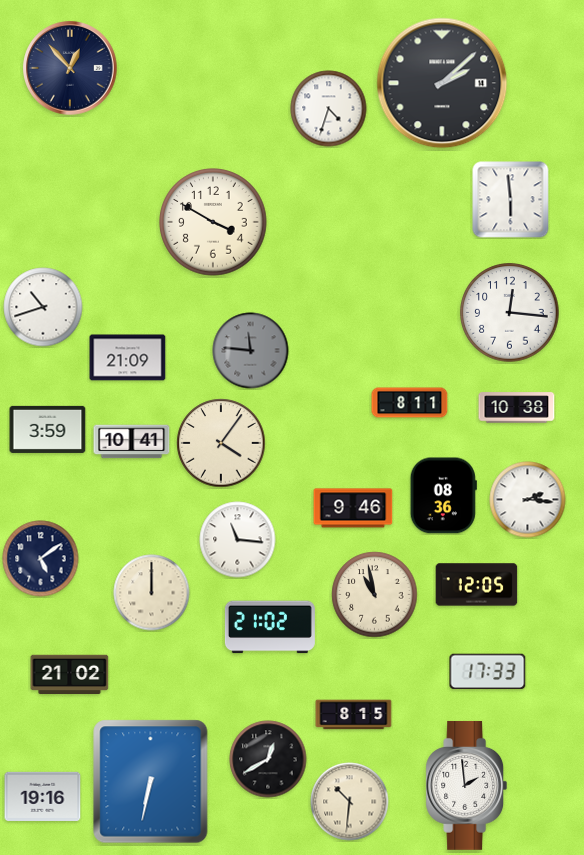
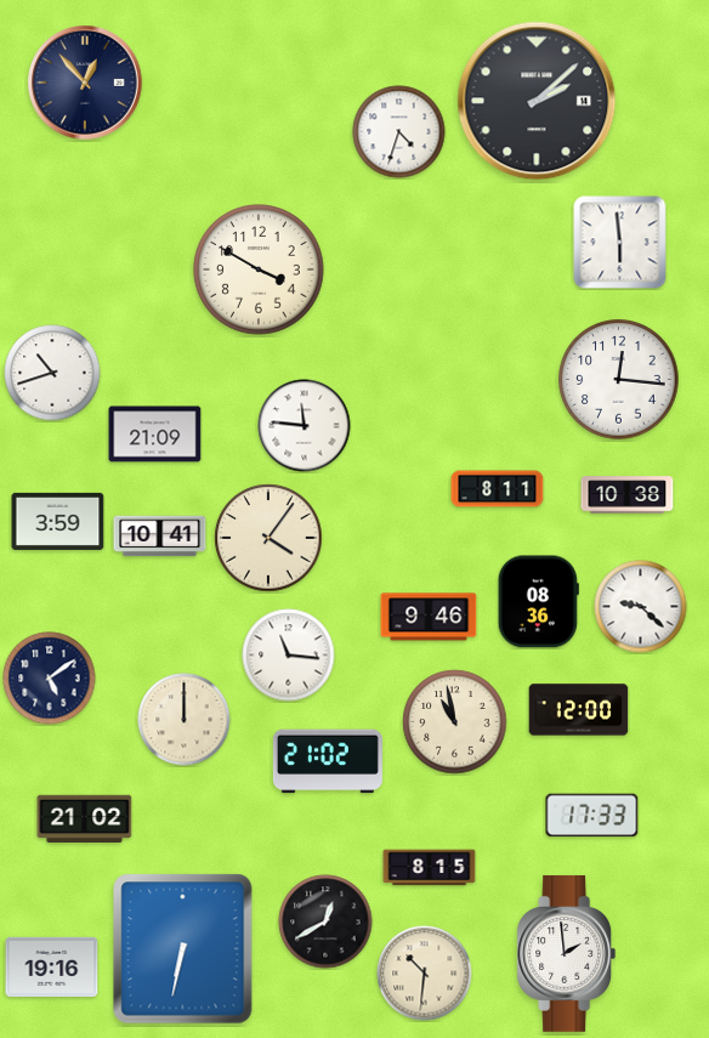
clock at (251, 351) dial: grey -> white
clock at (528, 500): 2:16 -> 9:22
clock at (477, 585): 12:05 -> 12:00
